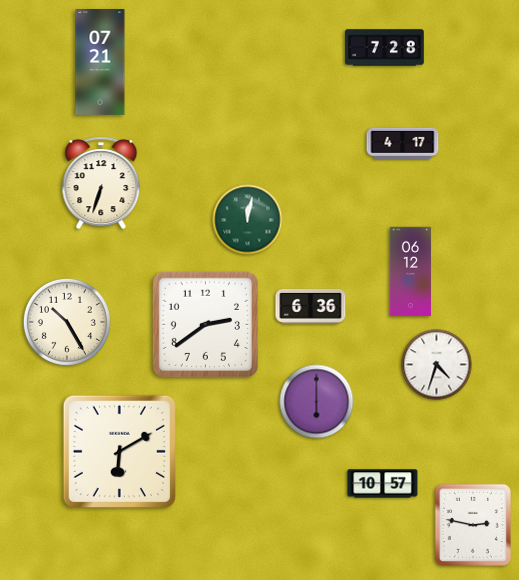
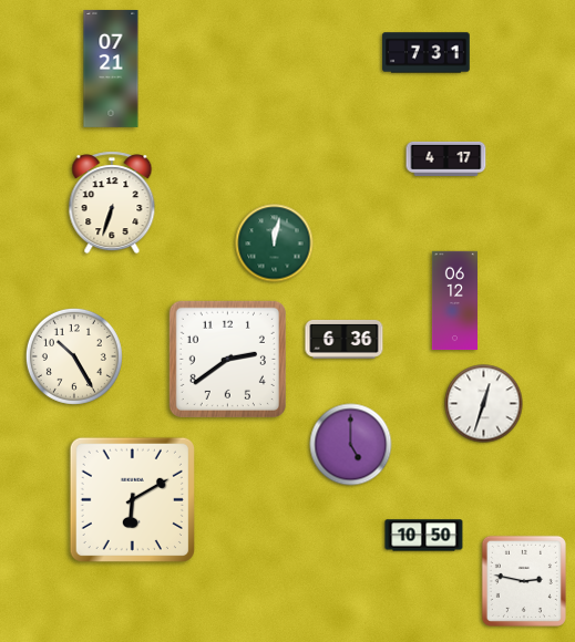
clock at (385, 48): 7:28 -> 7:31
clock at (437, 365): 4:33 -> 12:33
clock at (317, 402): 6:00 -> 5:00
clock at (383, 484): 10:57 -> 10:50
